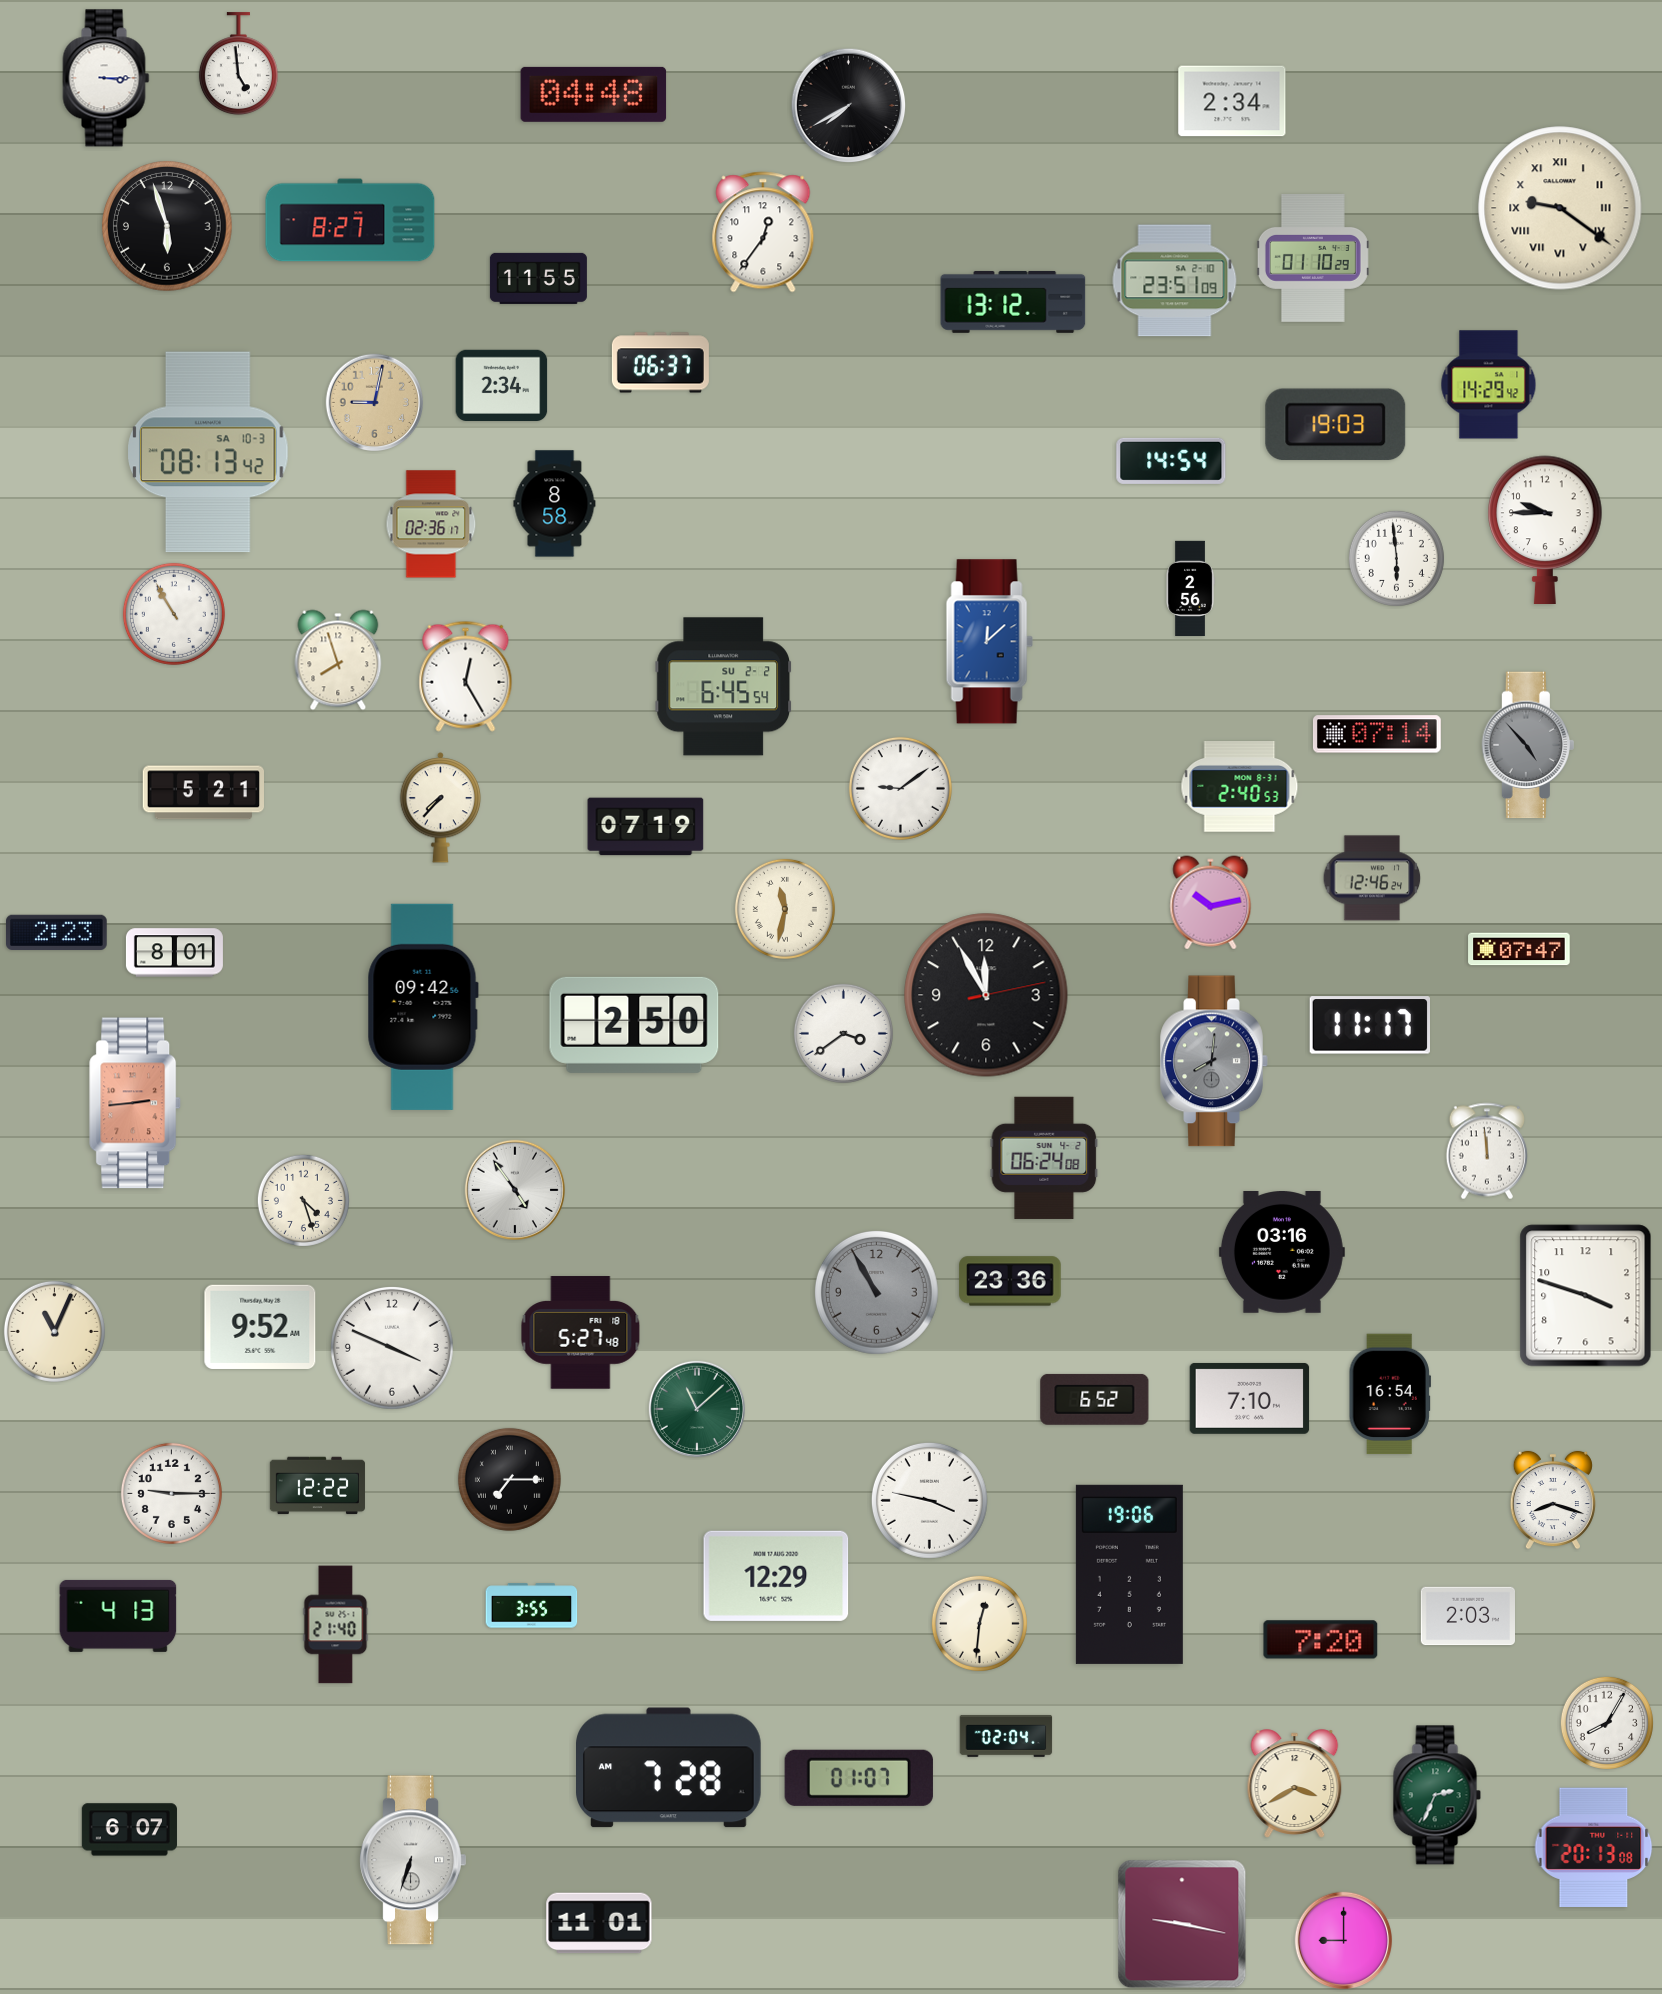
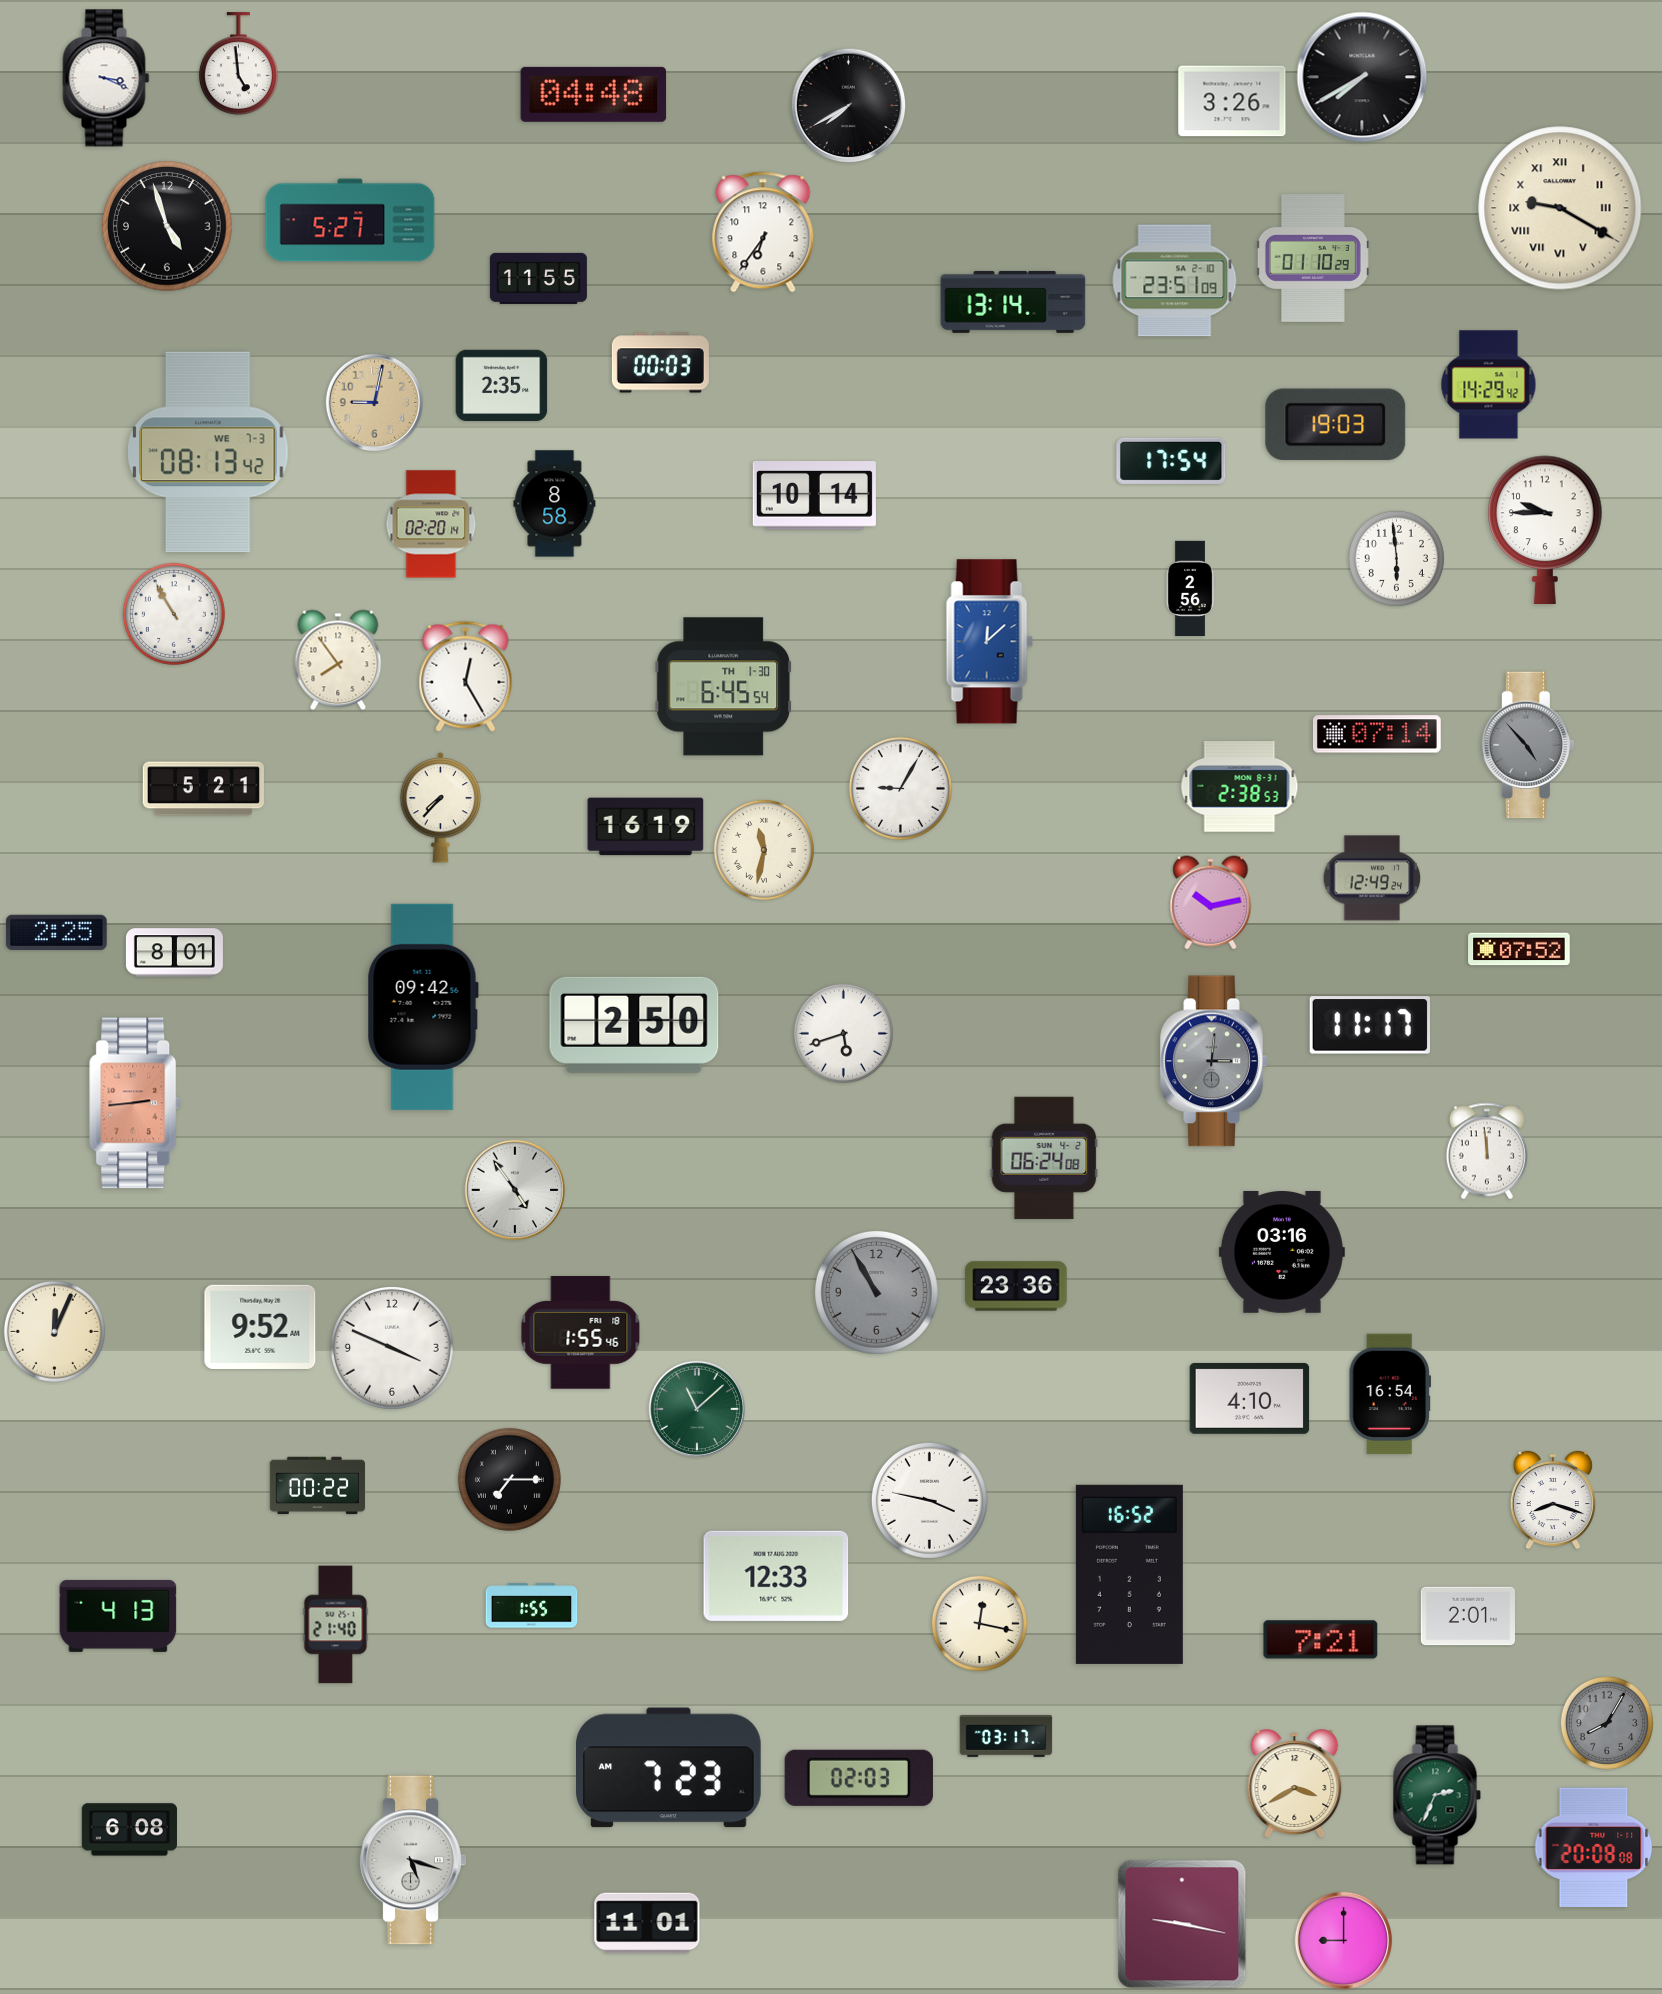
clock at (1362, 77): none -> 7:40
clock at (106, 78): 3:15 -> 3:19
clock at (1232, 101): 2:34 -> 3:26
clock at (1560, 208): 9:21 -> 9:20
clock at (350, 220): 8:27 -> 5:27
clock at (168, 227): 5:57 -> 4:57
clock at (763, 232): 12:36 -> 6:36
clock at (1013, 302): 13:12 -> 13:14
clock at (660, 363): 06:37 -> 00:03
clock at (502, 385): 2:34 -> 2:35
clock at (208, 452) date: SA 10-3 -> WE 7-3
clock at (1171, 461): 14:54 -> 17:54
clock at (814, 496): none -> 10:14
clock at (431, 524): 02:36 -> 02:20
clock at (338, 660): 7:57 -> 7:54
clock at (723, 687) date: SU 2-2 -> TH 1-30
clock at (1240, 787): 2:40 -> 2:38
clock at (900, 788): 9:09 -> 9:05
clock at (203, 793) position: (203, 793) -> (203, 789)
clock at (646, 827): 07:19 -> 16:19
clock at (1372, 878): 12:46 -> 12:49
clock at (785, 909) position: (785, 909) -> (764, 850)
clock at (57, 932): 2:23 -> 2:25
clock at (1519, 949): 07:47 -> 07:52
clock at (986, 995): 11:55 -> none
clock at (843, 1033): 3:39 -> 5:42
clock at (1214, 1061): 8:01 -> 3:01
clock at (303, 1200): 4:27 -> none
clock at (1010, 1281) position: (1010, 1281) -> (1016, 1286)
clock at (1586, 1296): 3:48 -> none
clock at (54, 1331): 11:04 -> 12:04
clock at (581, 1333): 5:27 -> 1:55
clock at (1250, 1398): 7:10 -> 4:10
clock at (1095, 1399): 6:52 -> none
clock at (317, 1486): 12:22 -> 00:22
clock at (171, 1493): 9:15 -> none
clock at (1129, 1574): 19:06 -> 16:52
clock at (776, 1576): 12:29 -> 12:33
clock at (532, 1606): 3:55 -> 1:55
clock at (1467, 1616): 2:03 -> 2:01
clock at (979, 1623): 12:31 -> 12:17
clock at (1321, 1640): 7:20 -> 7:21
clock at (1607, 1723) dial: white -> grey
clock at (1006, 1736): 02:04 -> 03:17
clock at (669, 1768): 7:28 -> 7:23
clock at (859, 1778): 01:07 -> 02:03
clock at (129, 1830): 6:07 -> 6:08
clock at (1594, 1848): 20:13 -> 20:08
clock at (413, 1860): 6:33 -> 5:18
clock at (599, 1923) position: (599, 1923) -> (647, 1923)
